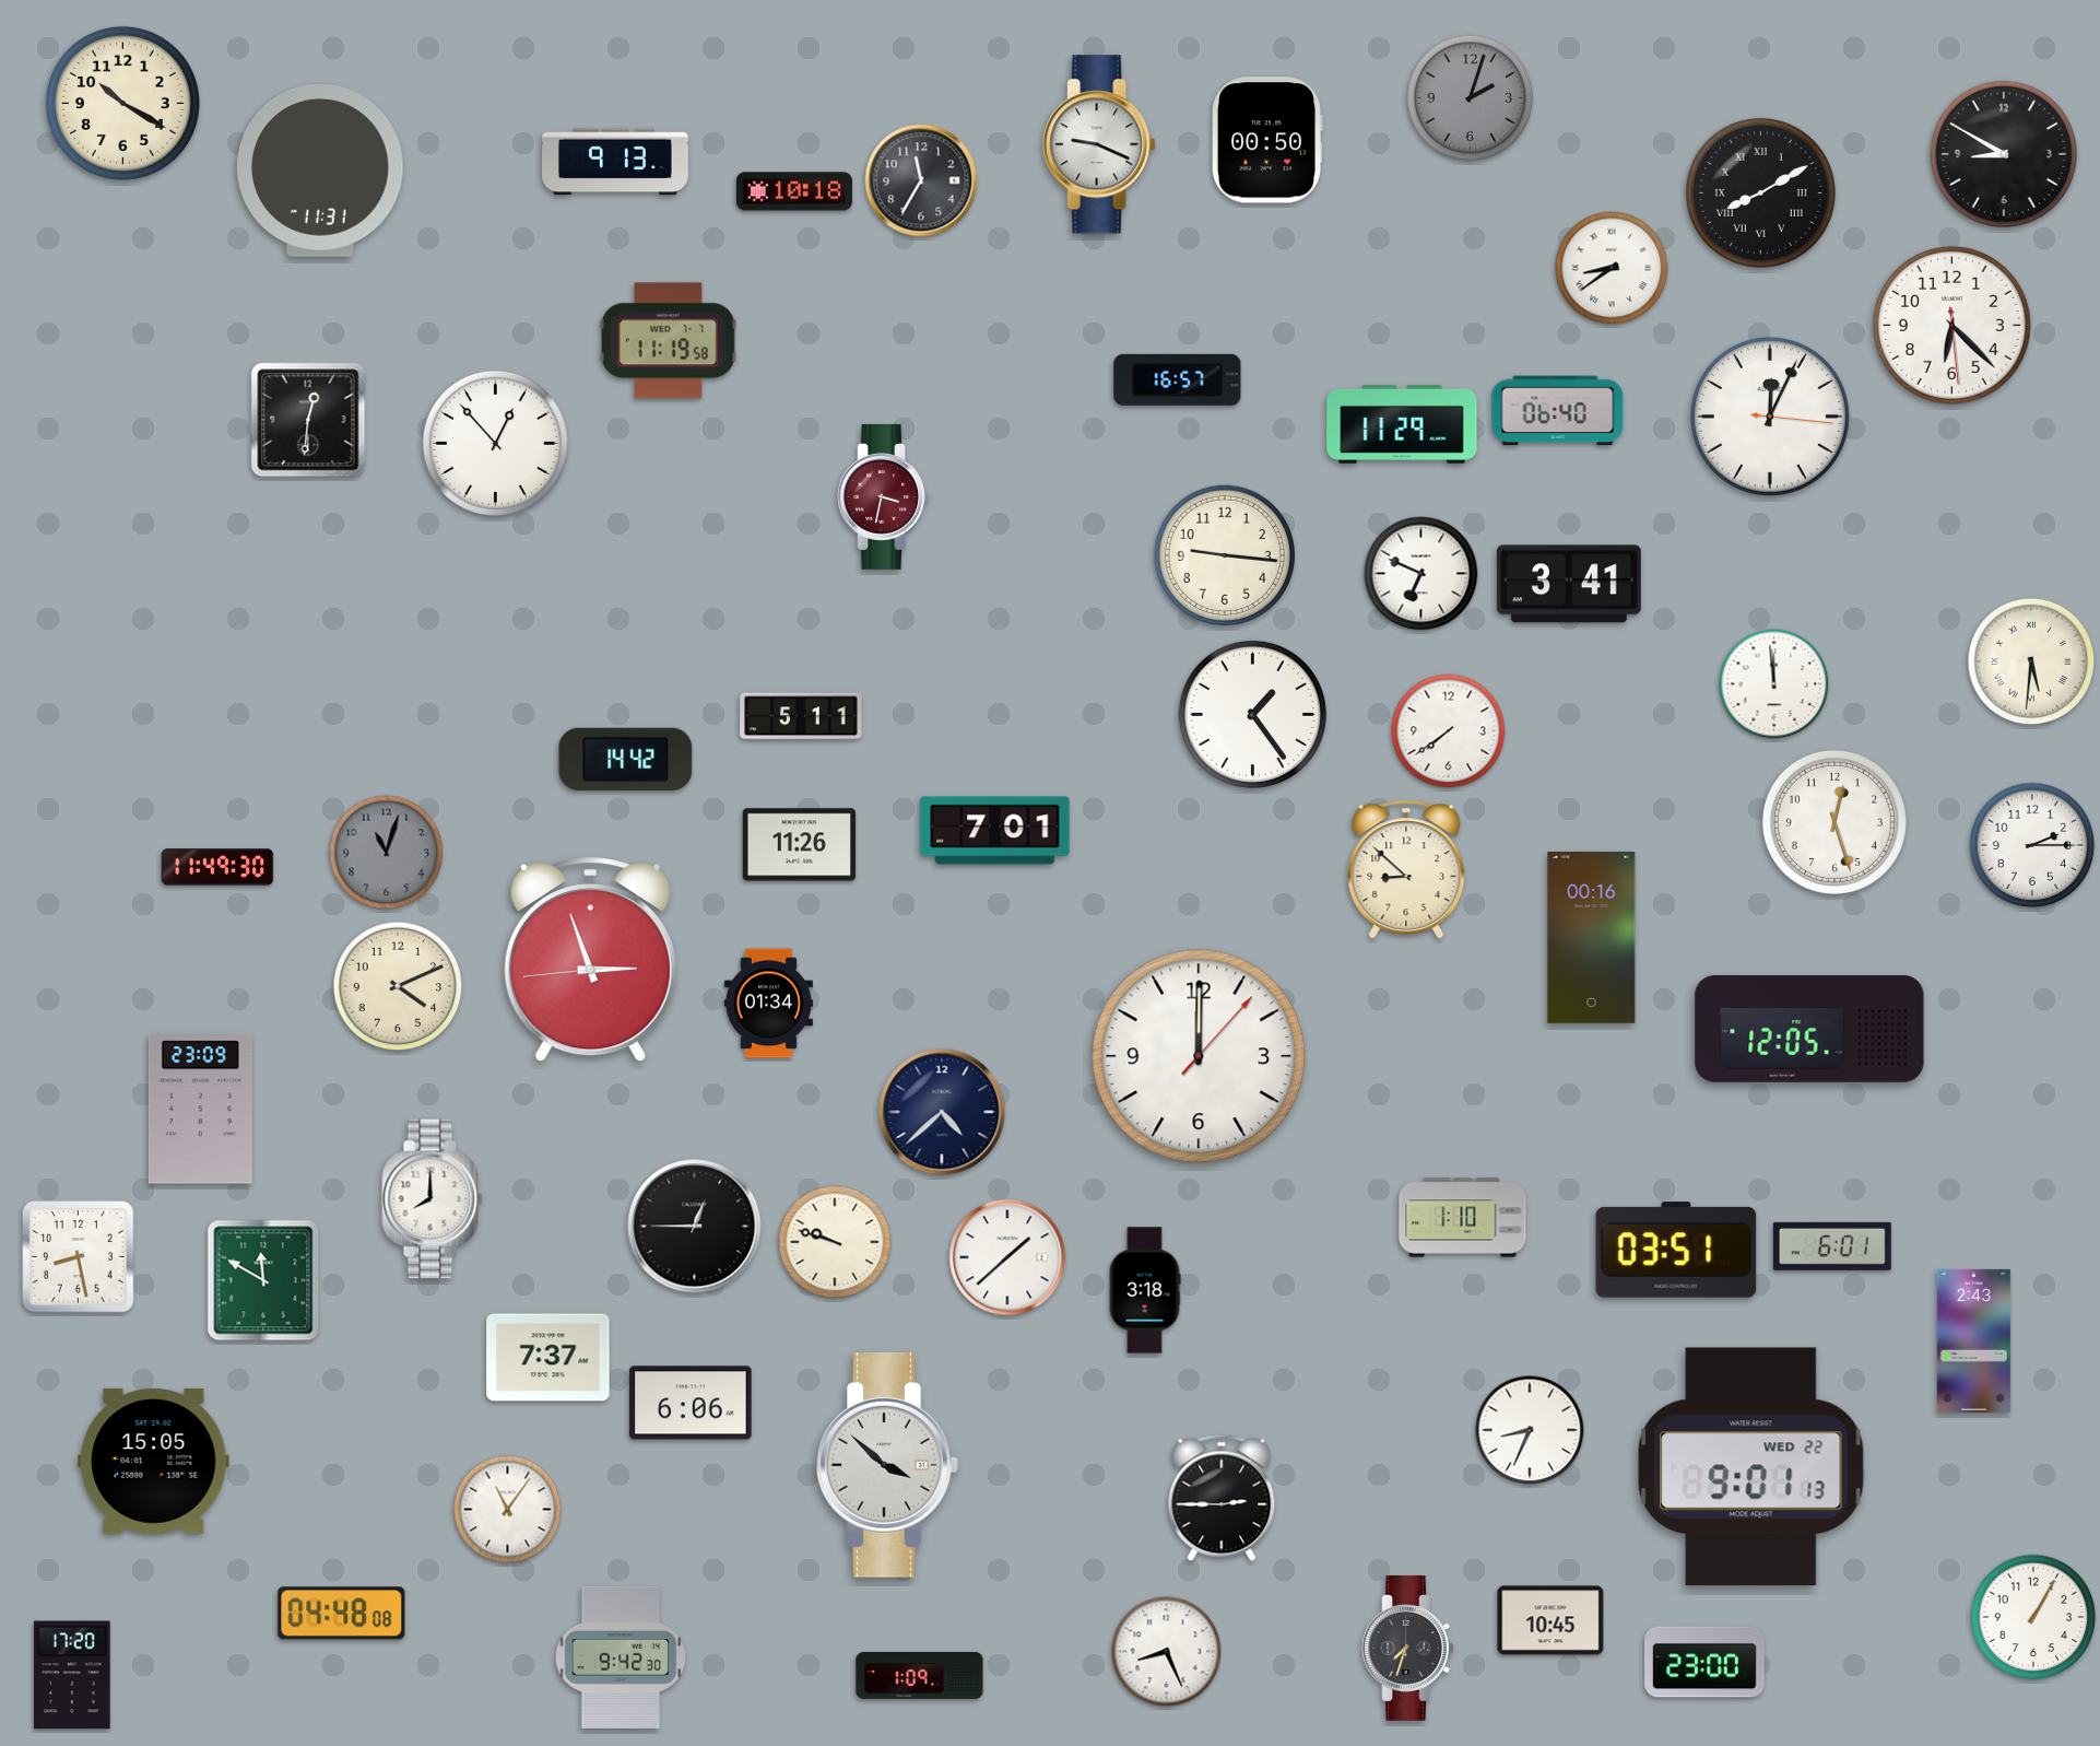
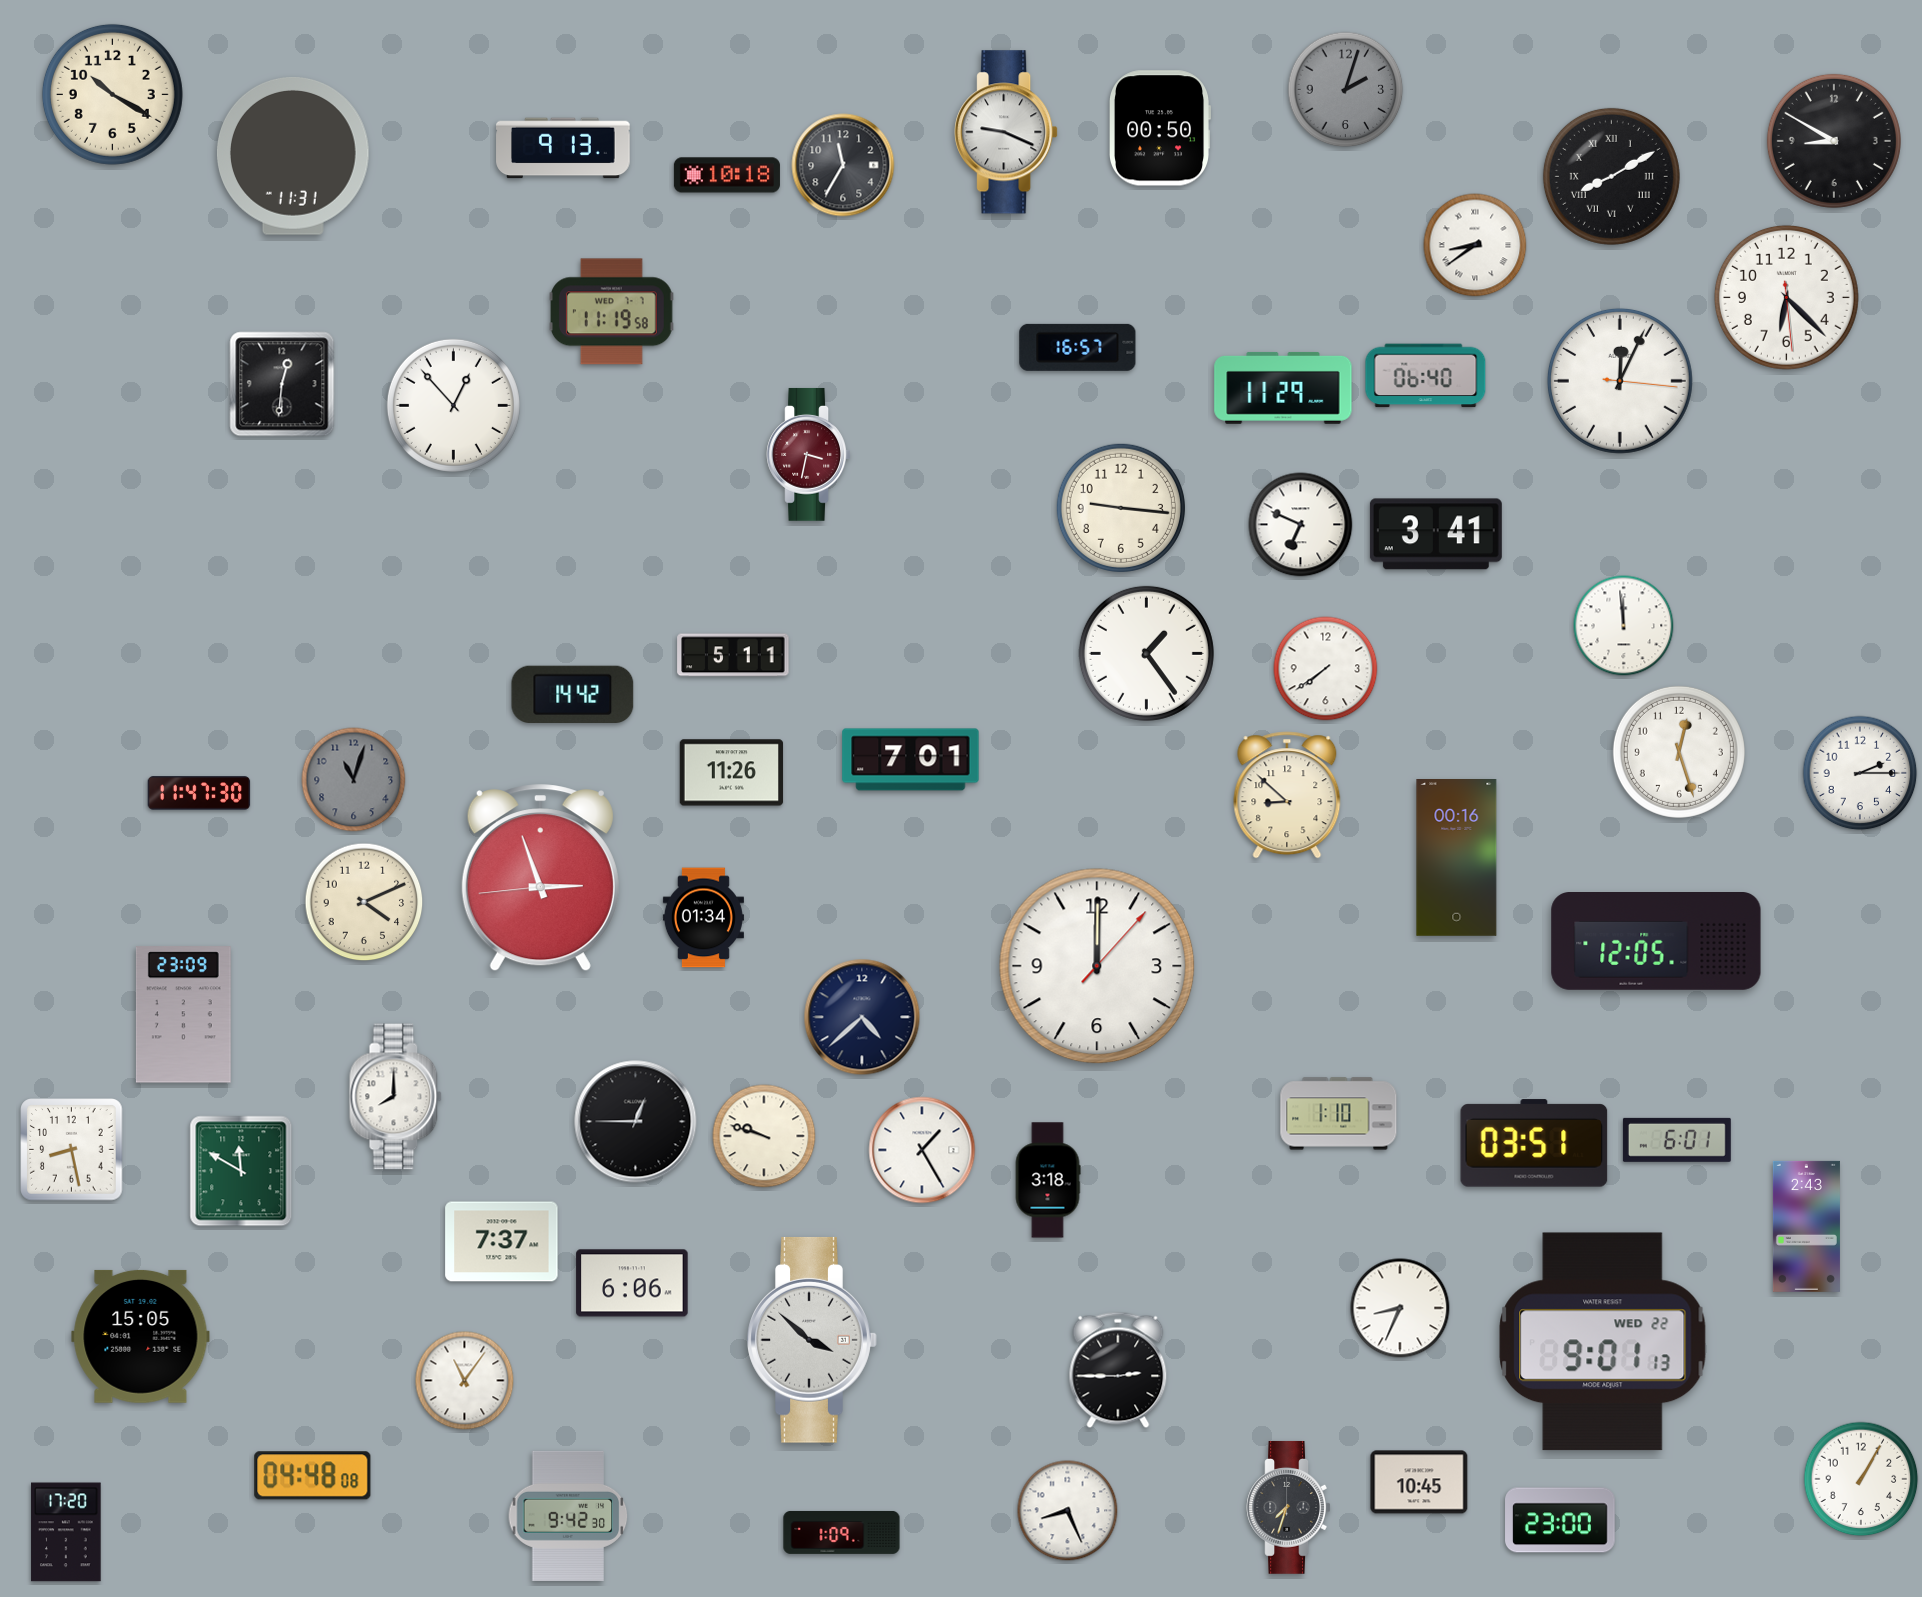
clock at (2031, 661): 5:31 -> none
clock at (217, 867): 11:49 -> 11:47
clock at (1007, 1257): 1:38 -> 1:25
